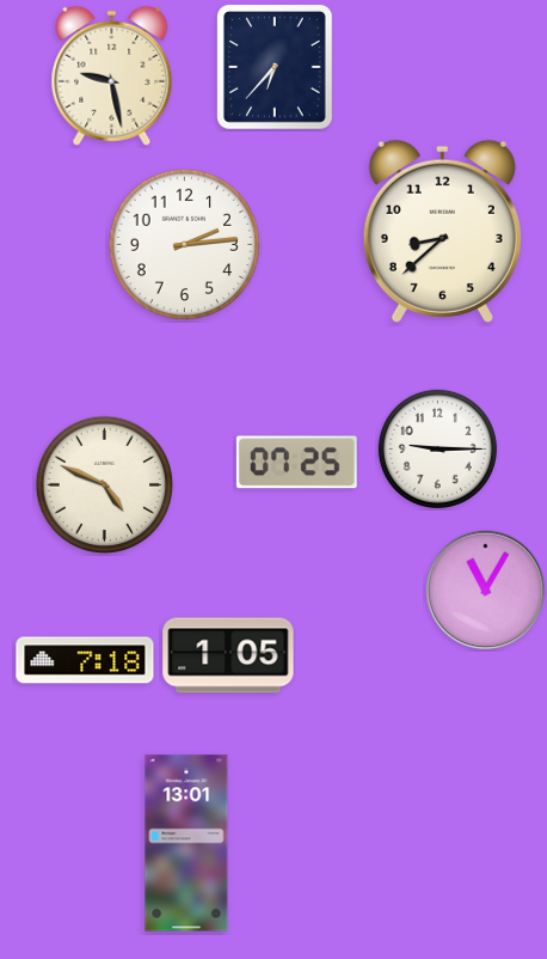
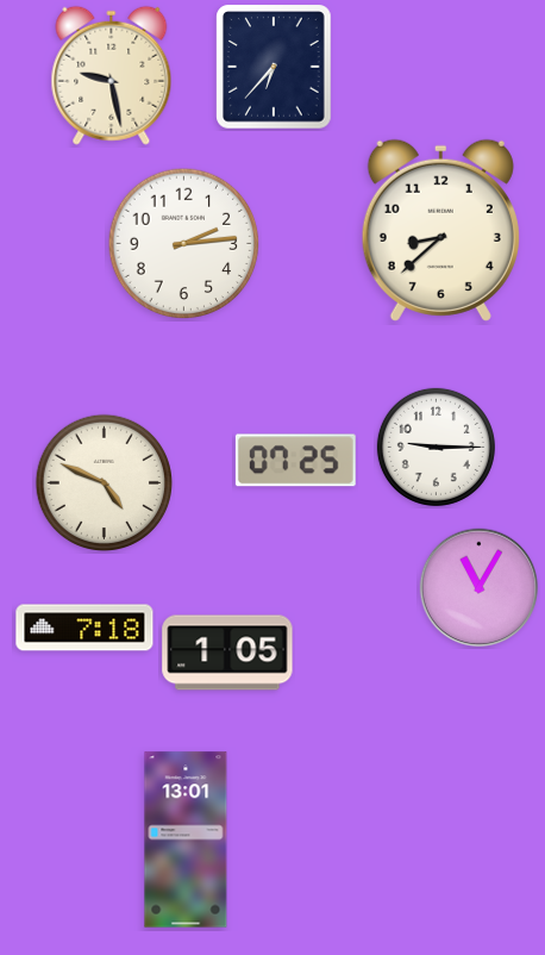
clock at (486, 591) position: (486, 591) -> (480, 588)
clock at (85, 660) position: (85, 660) -> (84, 628)
